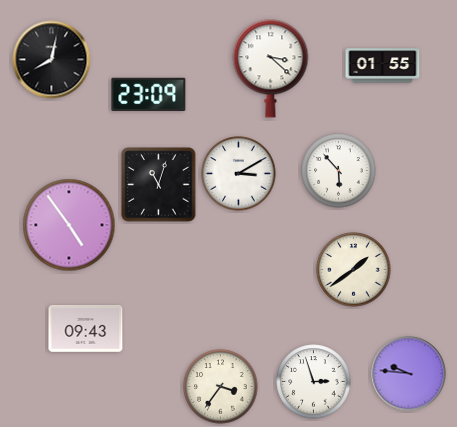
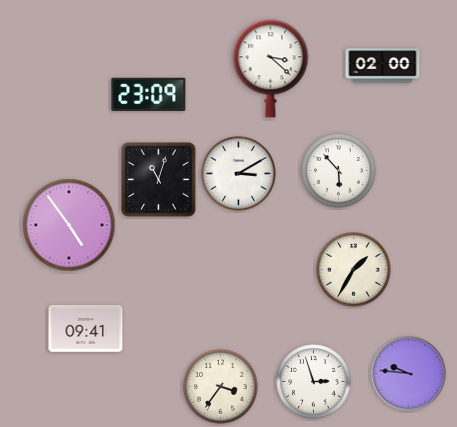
clock at (52, 60): 8:02 -> none
clock at (383, 66): 01:55 -> 02:00
clock at (159, 185) position: (159, 185) -> (159, 180)
clock at (354, 270): 1:39 -> 1:35
clock at (86, 329): 09:43 -> 09:41
